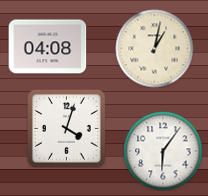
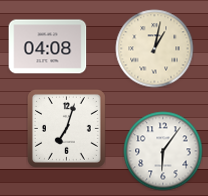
clock at (66, 128): 4:03 -> 7:03
